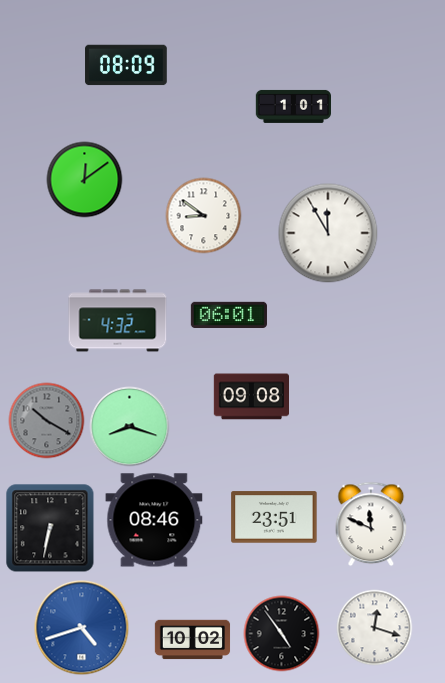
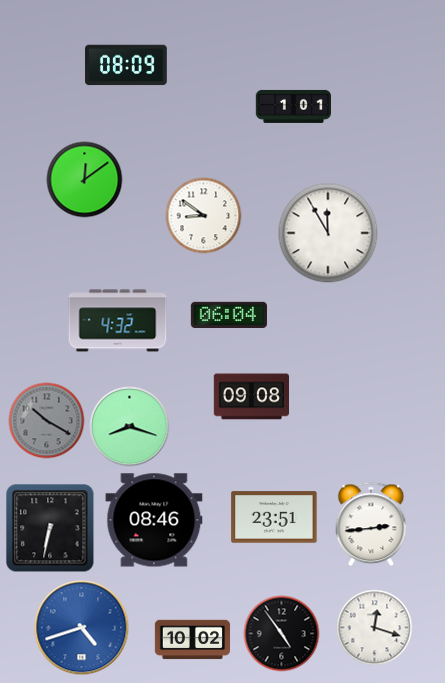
clock at (229, 314): 06:01 -> 06:04
clock at (371, 524): 11:49 -> 2:44
